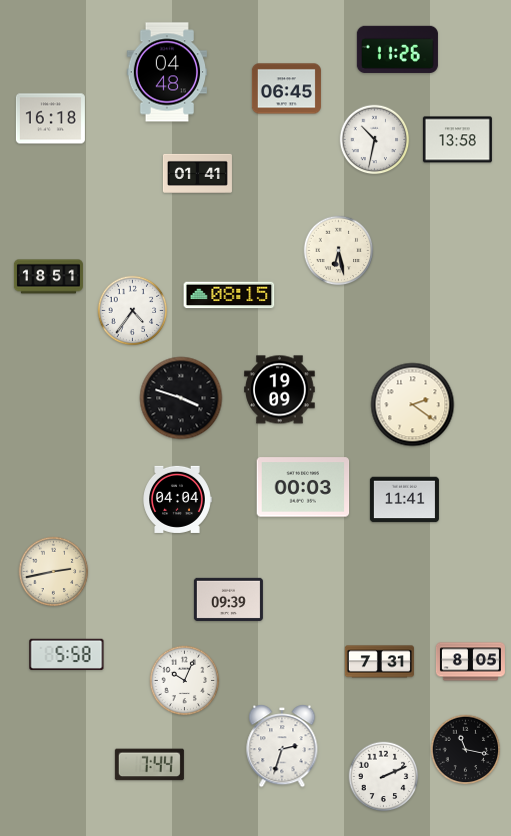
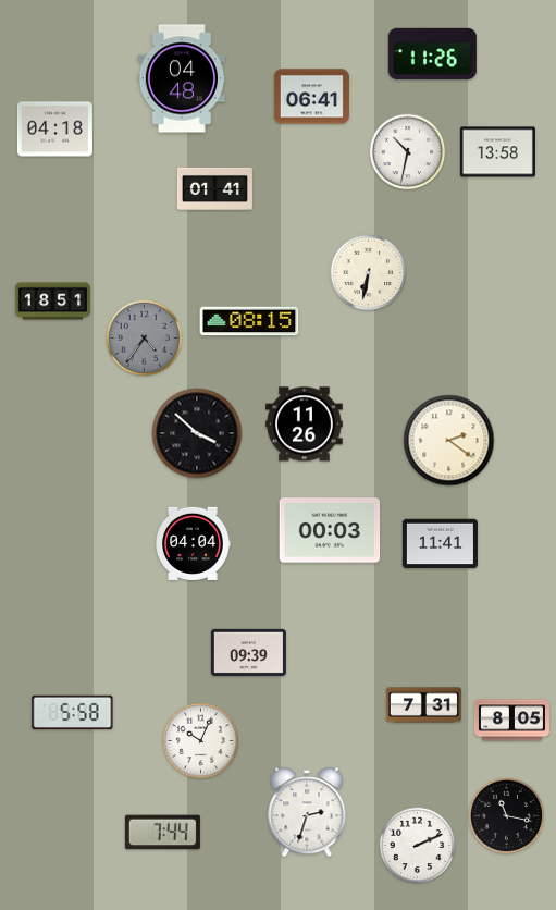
clock at (286, 89): 06:45 -> 06:41
clock at (50, 119): 16:18 -> 04:18
clock at (339, 251): 6:28 -> 6:32
clock at (133, 311) dial: white -> grey
clock at (280, 390): 19:09 -> 11:26
clock at (181, 398): 3:48 -> 3:52
clock at (54, 572): 2:43 -> none
clock at (379, 662) position: (379, 662) -> (423, 705)
